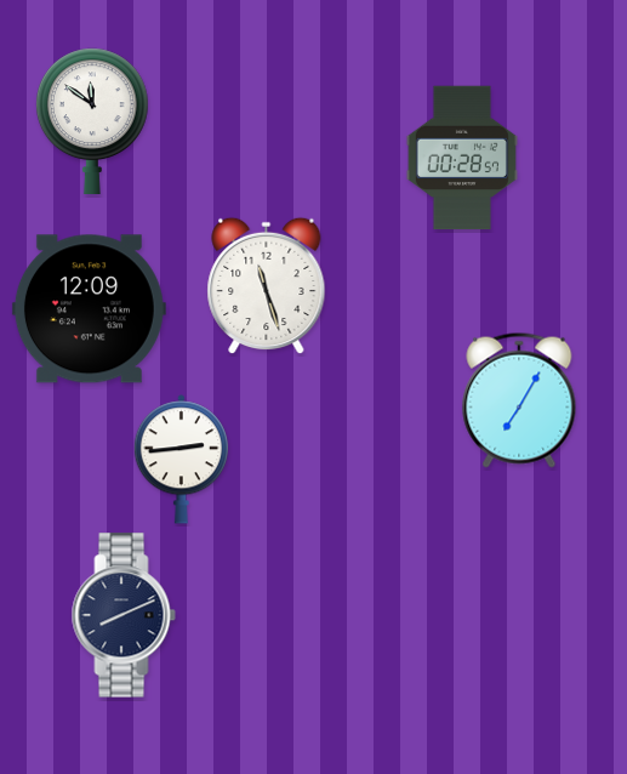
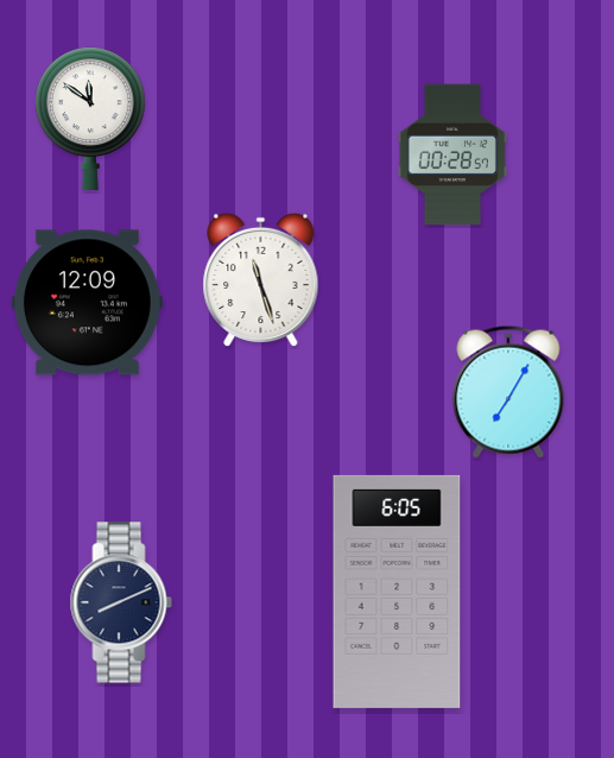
clock at (181, 460): 2:44 -> none
clock at (397, 592): none -> 6:05
